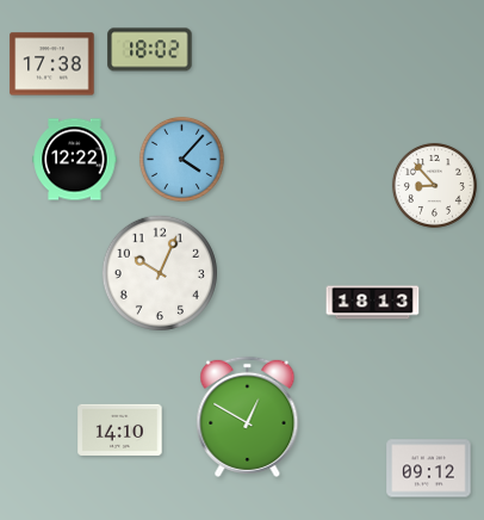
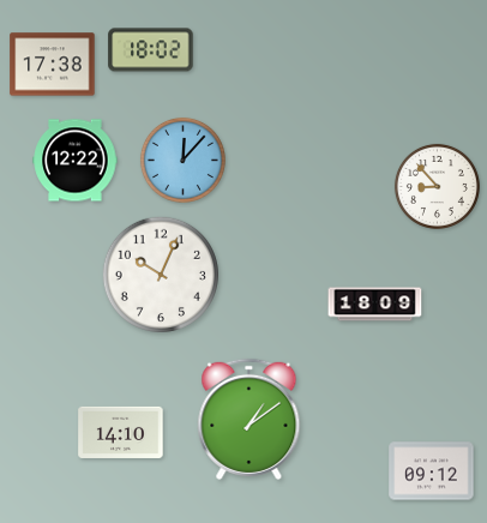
clock at (181, 159): 4:07 -> 12:07
clock at (373, 303): 18:13 -> 18:09
clock at (248, 416): 12:50 -> 1:09
